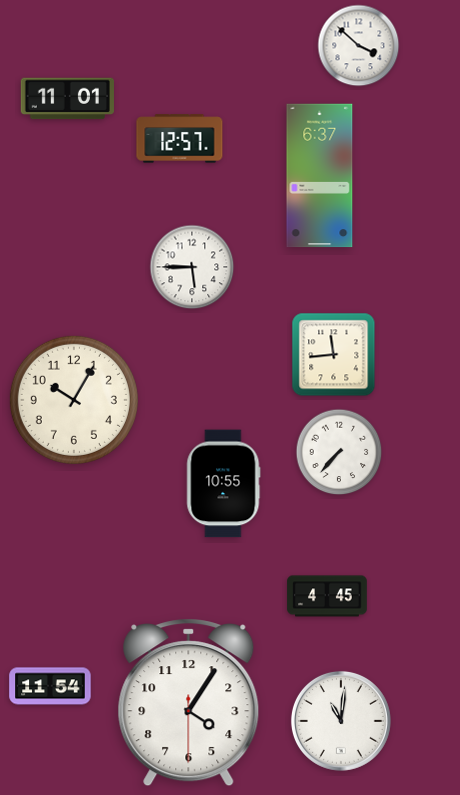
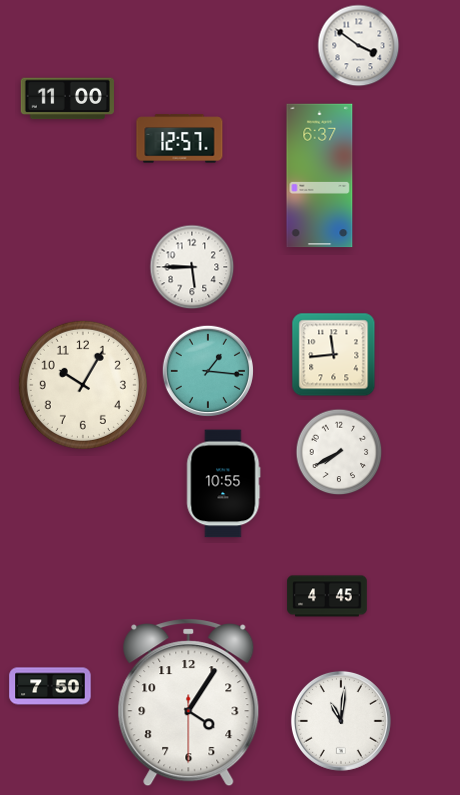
clock at (359, 46): 3:52 -> 3:51
clock at (67, 99): 11:01 -> 11:00
clock at (208, 371): none -> 1:16
clock at (74, 400) position: (74, 400) -> (83, 385)
clock at (339, 452): 7:37 -> 7:40
clock at (50, 686): 11:54 -> 7:50
